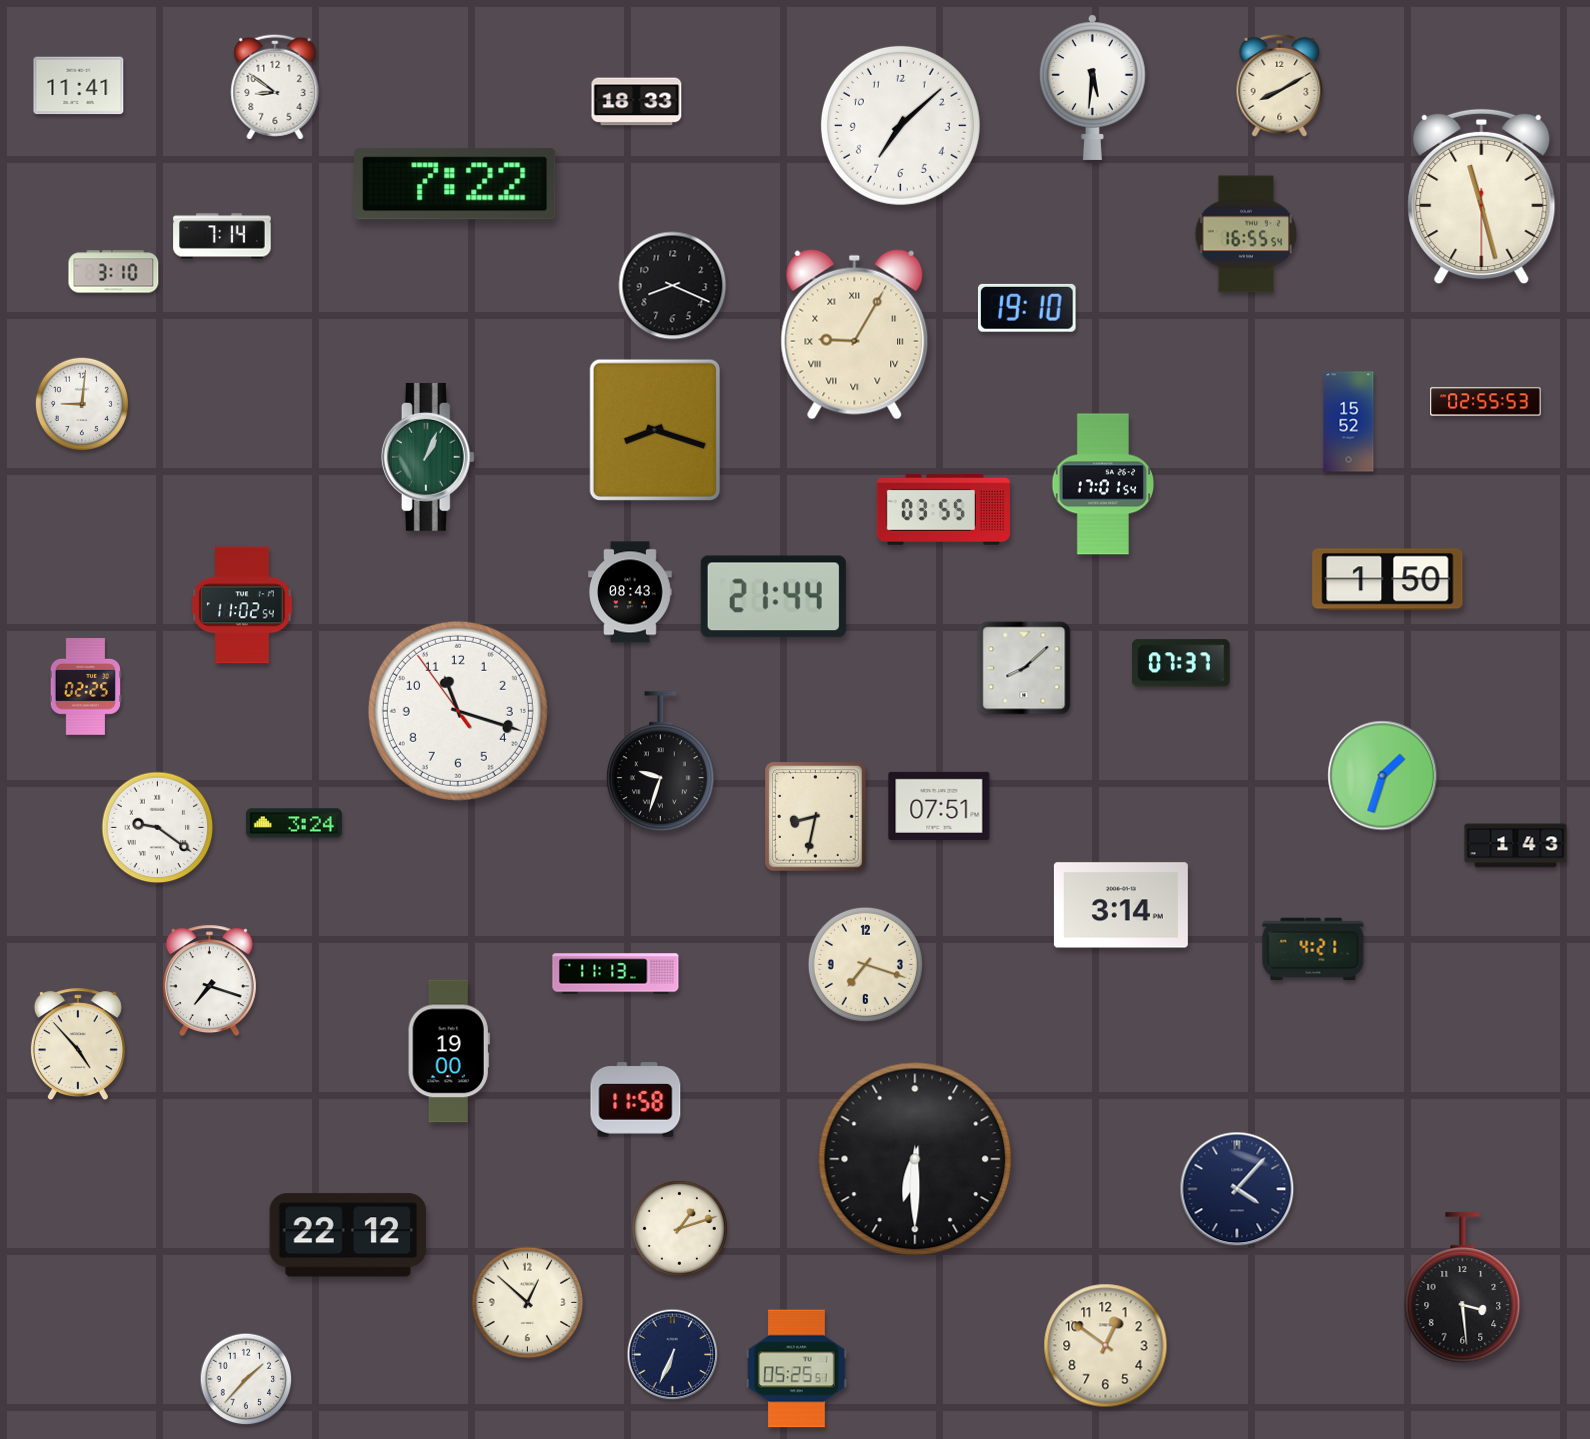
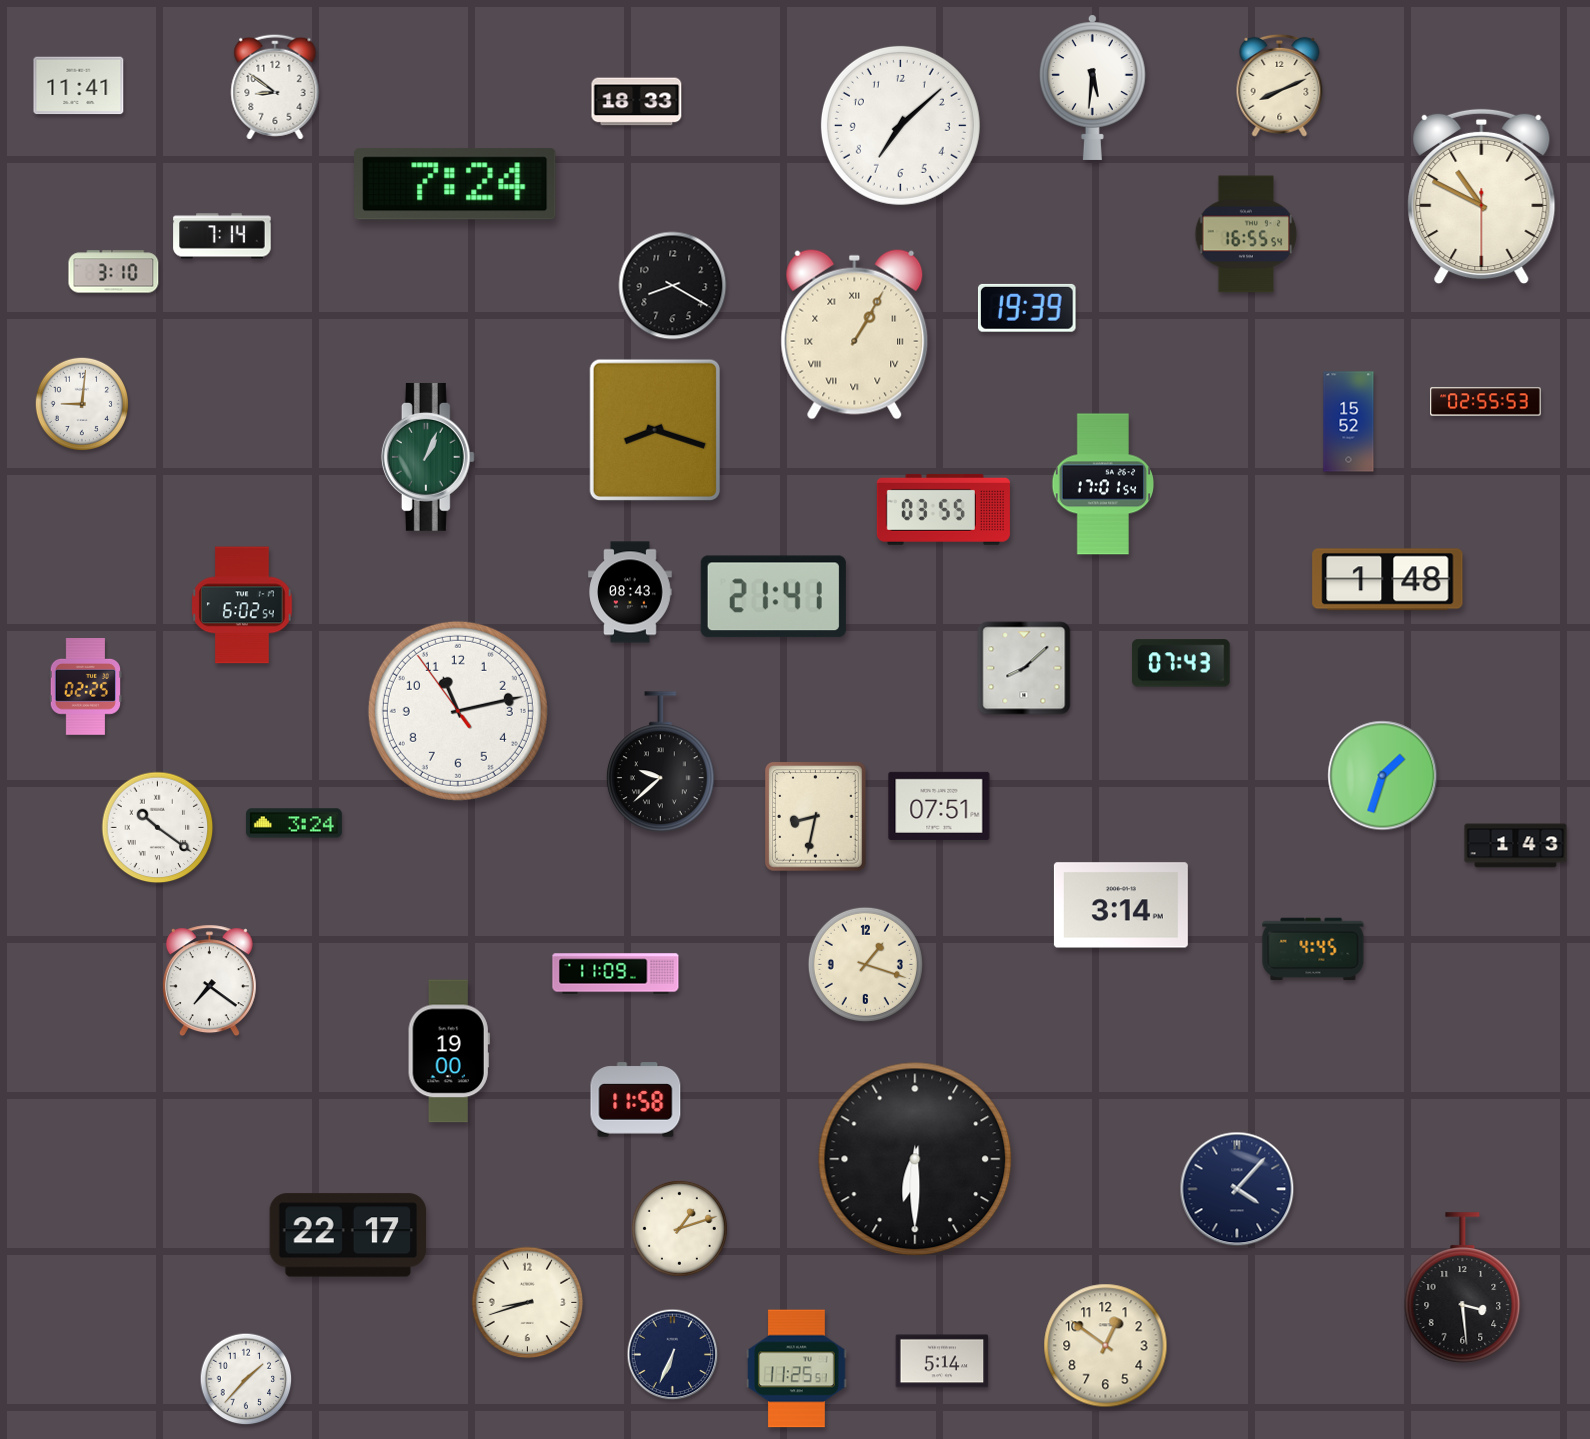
clock at (1280, 85): 8:10 -> 8:11
clock at (455, 184): 7:22 -> 7:24
clock at (1482, 197): 11:27 -> 10:49
clock at (673, 286): 8:19 -> 8:20
clock at (1027, 308): 19:10 -> 19:39
clock at (855, 334): 9:05 -> 1:05
clock at (1388, 580): 1:50 -> 1:48
clock at (773, 597): 21:44 -> 21:41
clock at (242, 605): 11:02 -> 6:02
clock at (1181, 663): 07:37 -> 07:43
clock at (458, 711): 11:17 -> 11:12
clock at (660, 762): 9:33 -> 9:38
clock at (158, 828): 9:21 -> 10:21
clock at (1313, 949): 4:21 -> 4:45
clock at (865, 964): 7:18 -> 1:18
clock at (616, 974): 11:13 -> 11:09
clock at (209, 981): 7:18 -> 7:21
clock at (78, 1045): 4:53 -> none
clock at (348, 1235): 22:12 -> 22:17
clock at (528, 1303): 12:52 -> 8:42
clock at (942, 1361): none -> 5:14
clock at (797, 1369): 05:25 -> 11:25
